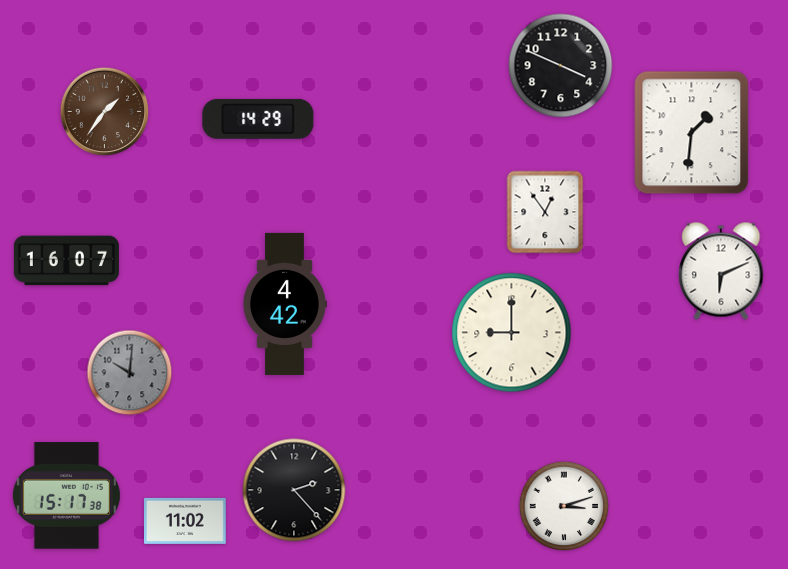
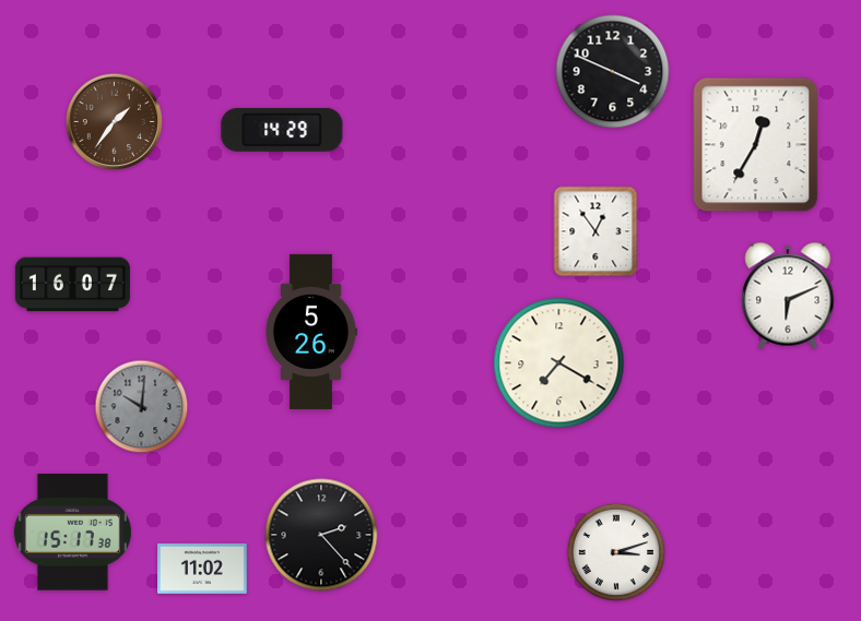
clock at (692, 133): 1:31 -> 12:35
clock at (284, 304): 4:42 -> 5:26
clock at (512, 333): 9:00 -> 7:20
clock at (66, 496) position: (66, 496) -> (72, 533)
